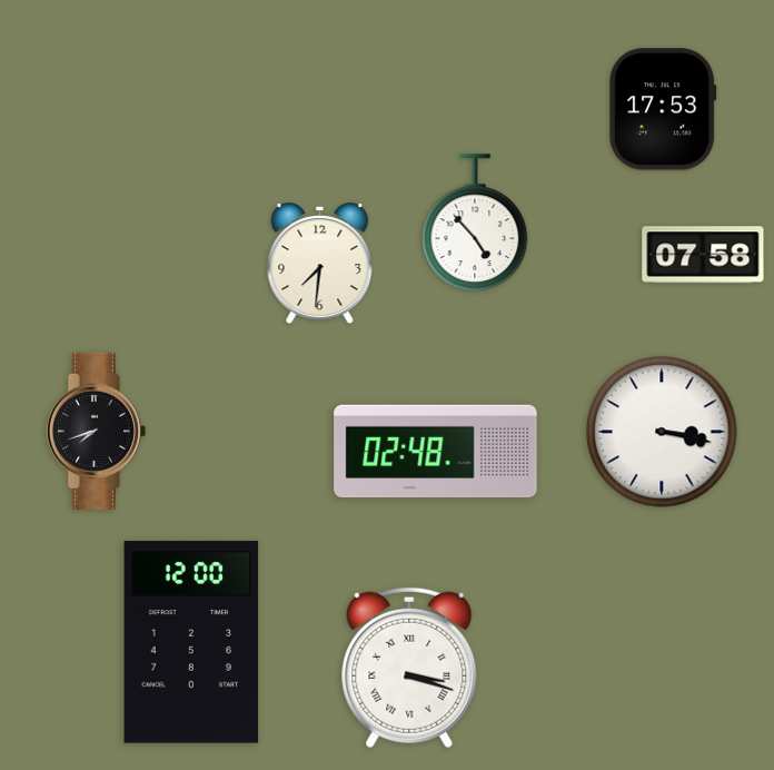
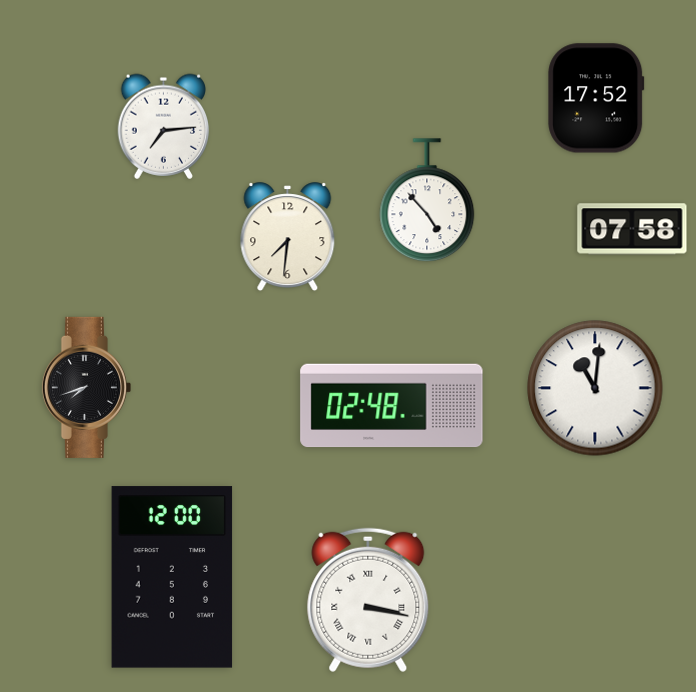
clock at (663, 109): 17:53 -> 17:52
clock at (164, 126): none -> 7:14
clock at (662, 432): 3:17 -> 11:01
clock at (409, 668): 3:18 -> 3:17
